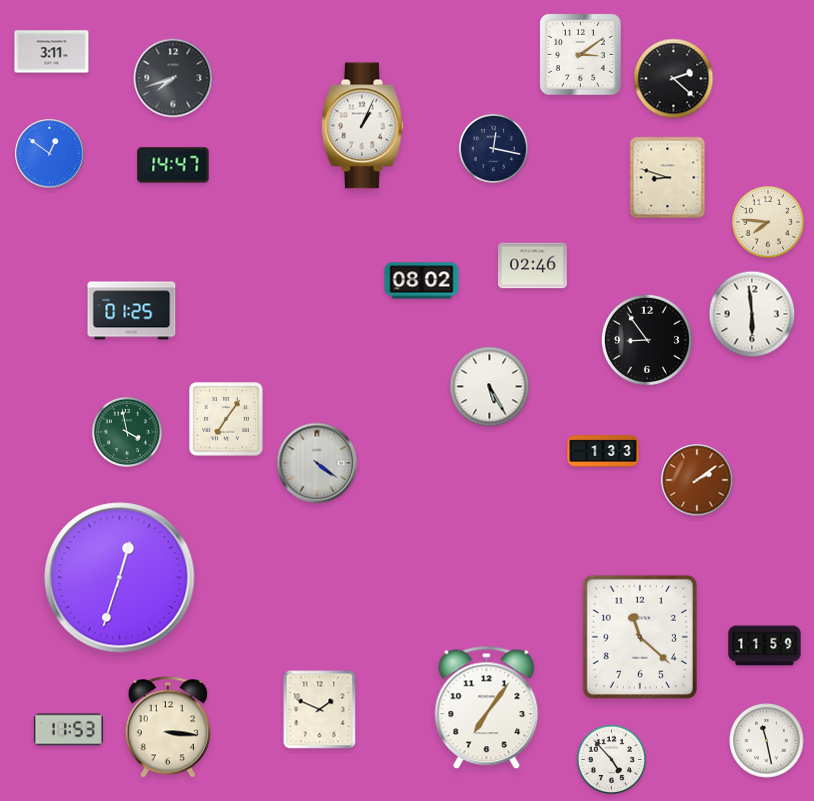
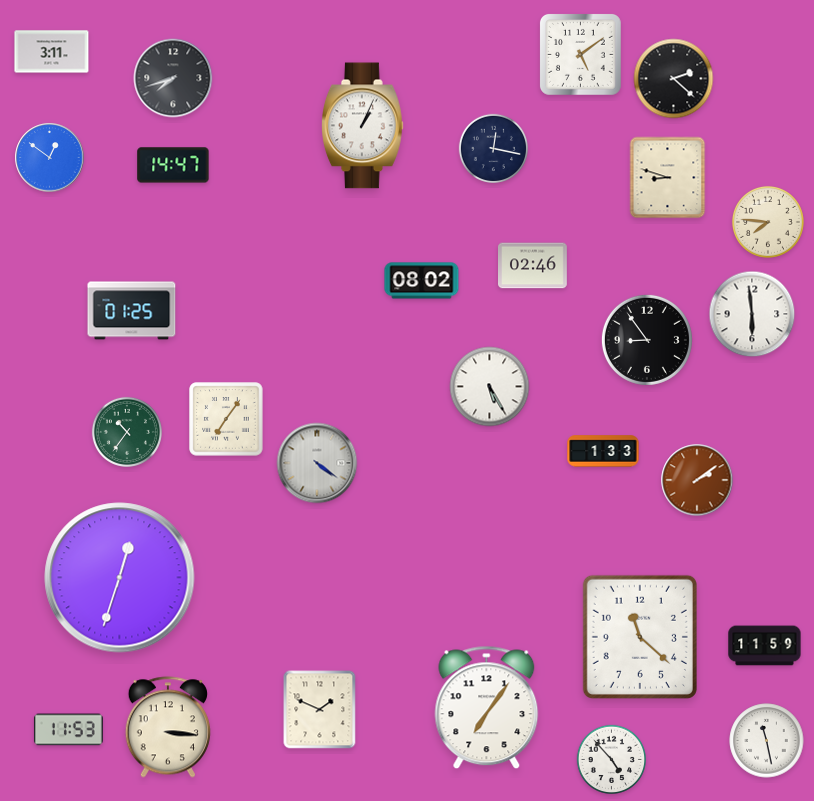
clock at (581, 55): 3:09 -> 5:09
clock at (50, 154) position: (50, 154) -> (50, 158)
clock at (127, 432): 3:58 -> 10:36
